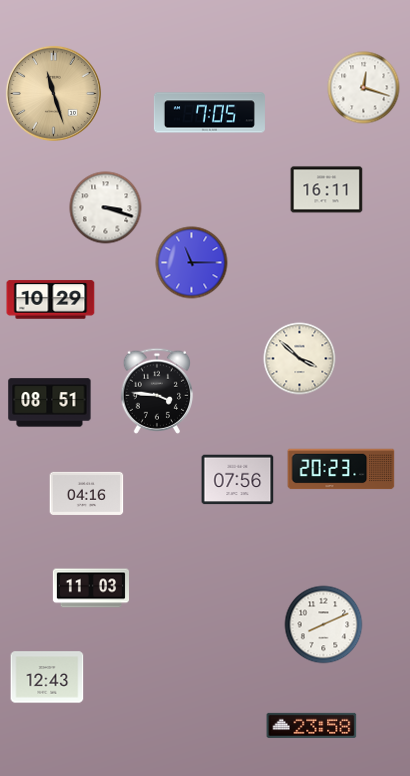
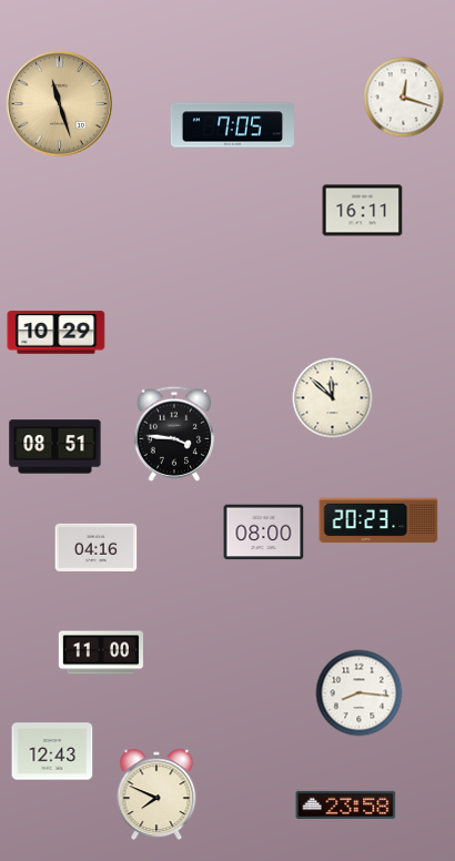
clock at (106, 208): 3:18 -> none
clock at (192, 263): 11:15 -> none
clock at (300, 359): 3:52 -> 11:52
clock at (238, 480): 07:56 -> 08:00
clock at (90, 588): 11:03 -> 11:00
clock at (324, 625): 8:11 -> 8:16
clock at (156, 794): none -> 7:49
